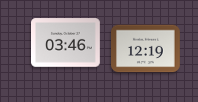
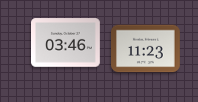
clock at (146, 49): 12:19 -> 11:23
